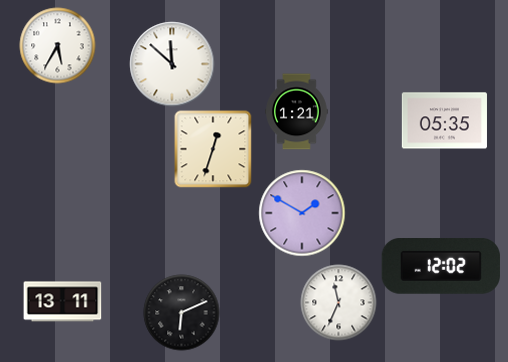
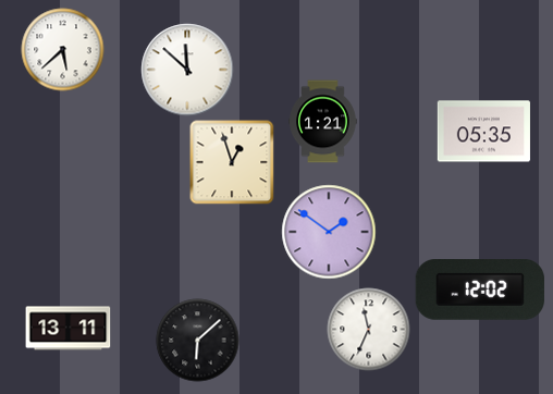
clock at (58, 46): 5:35 -> 5:38
clock at (213, 149): 12:33 -> 12:57
clock at (302, 213): 1:50 -> 1:51
clock at (182, 313): 6:11 -> 6:08
